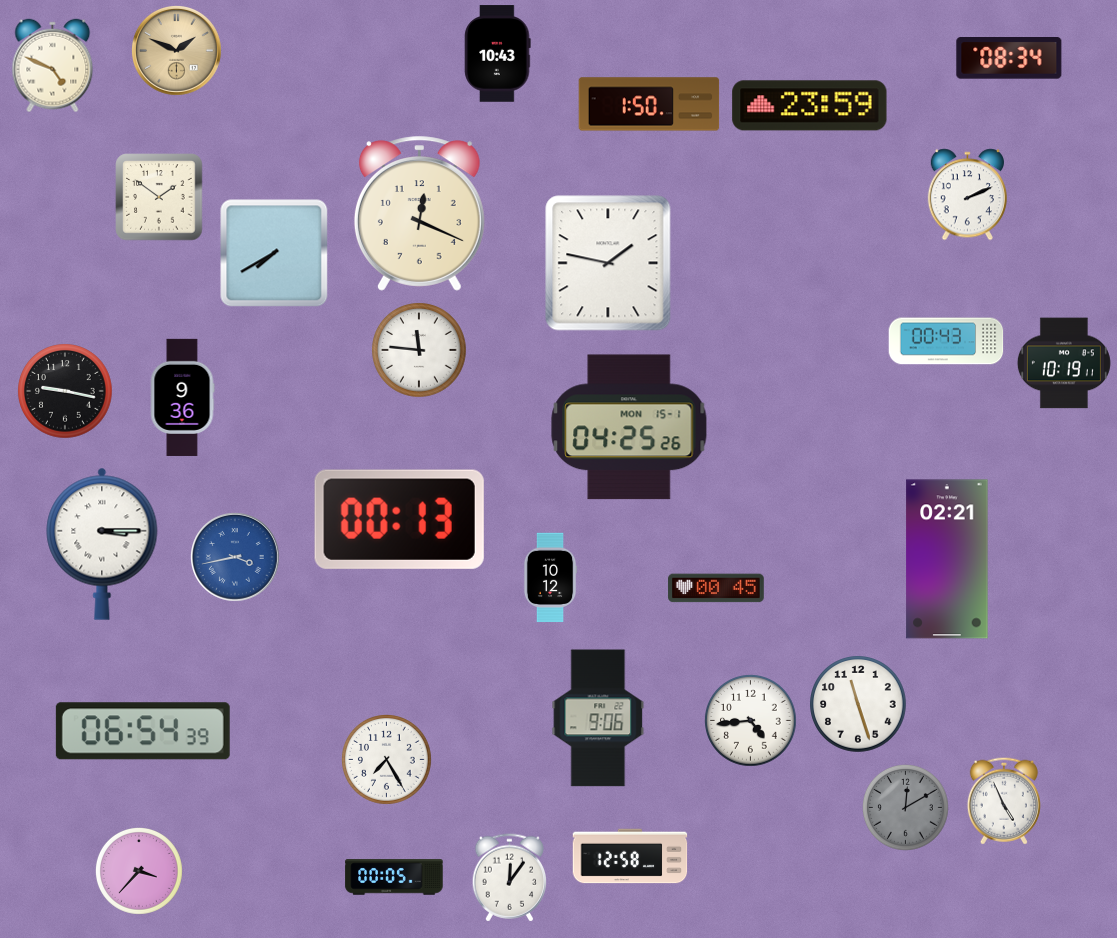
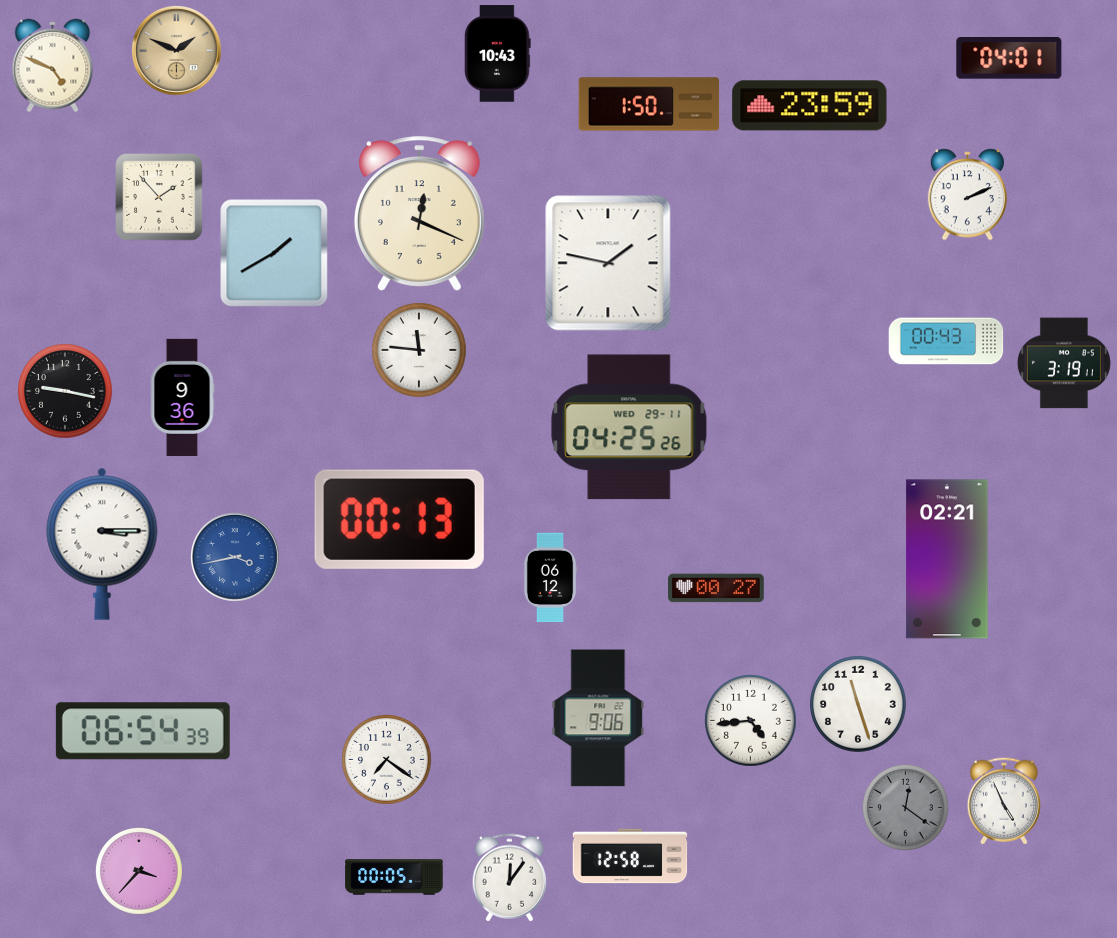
clock at (1009, 58): 08:34 -> 04:01
clock at (159, 197): 1:51 -> 1:53
clock at (274, 253): 7:40 -> 1:40
clock at (1064, 363): 10:19 -> 3:19
clock at (629, 427) date: MON 15-1 -> WED 29-11
clock at (550, 578): 10:12 -> 06:12
clock at (716, 588): 00:45 -> 00:27
clock at (387, 760): 7:25 -> 7:21
clock at (905, 807): 12:10 -> 12:21
